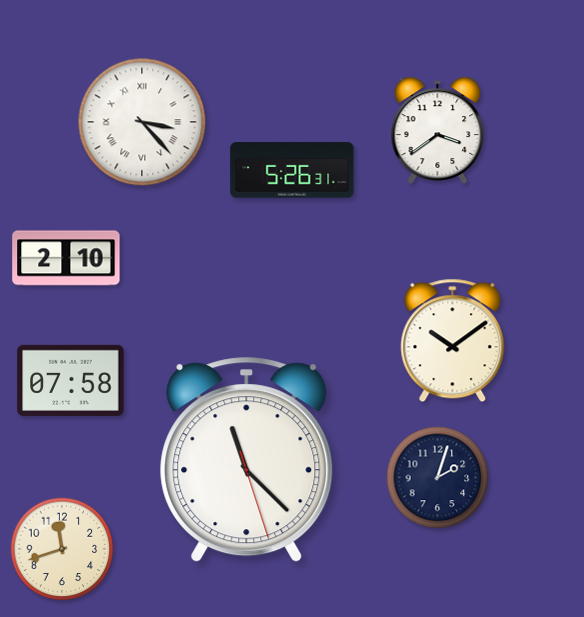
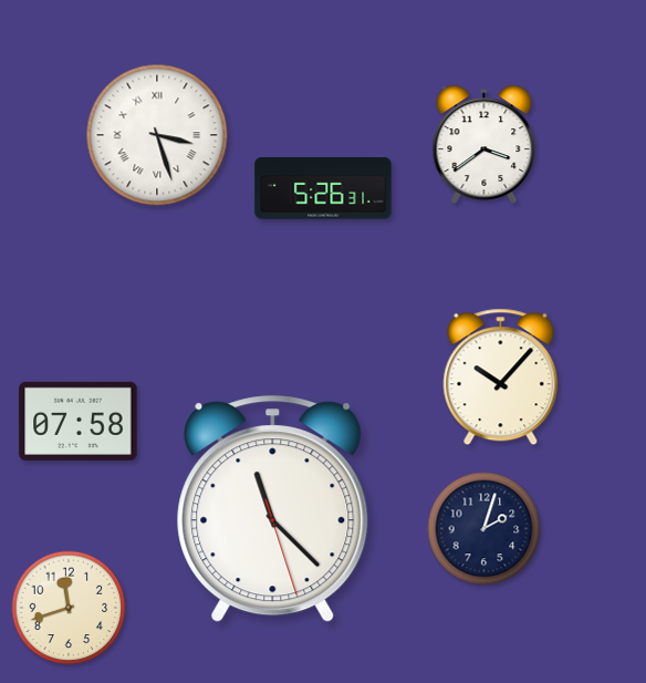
clock at (142, 122): 3:23 -> 3:27
clock at (66, 258): 2:10 -> none
clock at (453, 341): 10:09 -> 10:07
